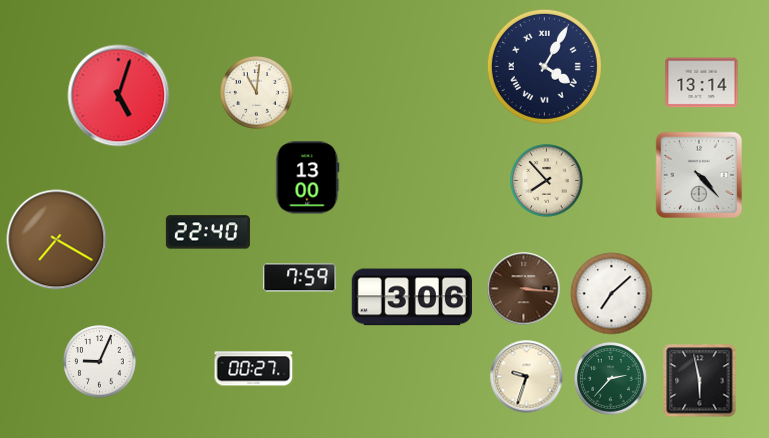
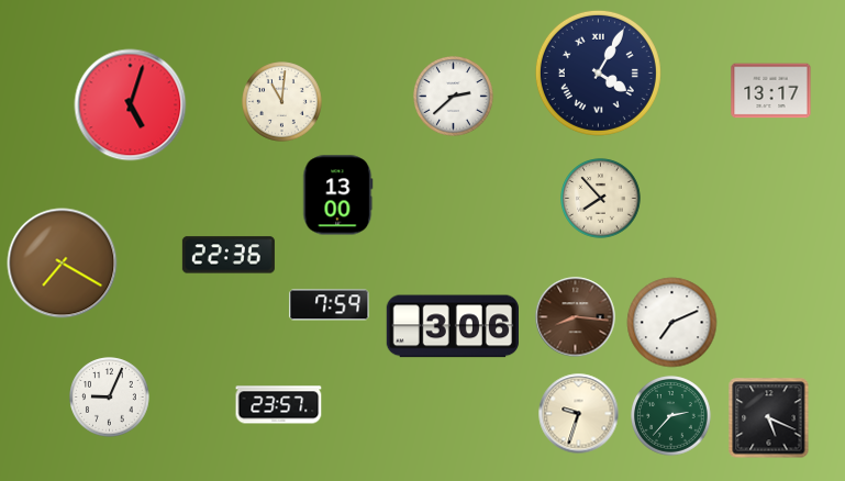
clock at (702, 83): 13:14 -> 13:17
clock at (454, 97): none -> 2:38
clock at (698, 174): 4:23 -> none
clock at (208, 232): 22:40 -> 22:36
clock at (524, 289): 3:16 -> 8:16
clock at (612, 294): 7:08 -> 7:11
clock at (254, 369): 00:27 -> 23:57
clock at (700, 381): 5:58 -> 5:19
